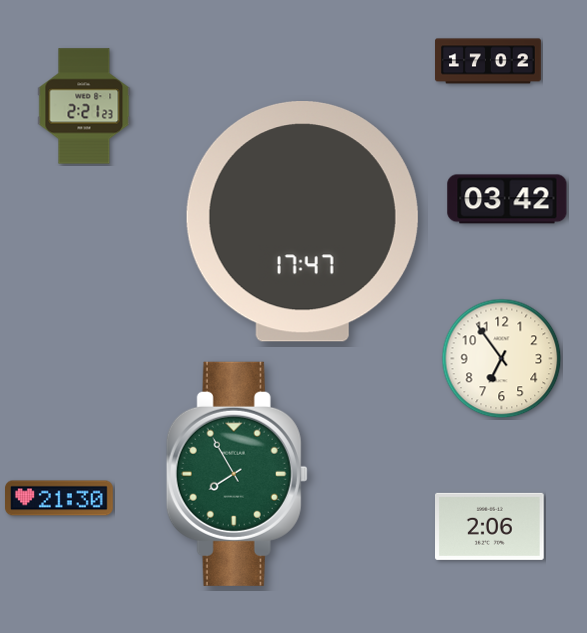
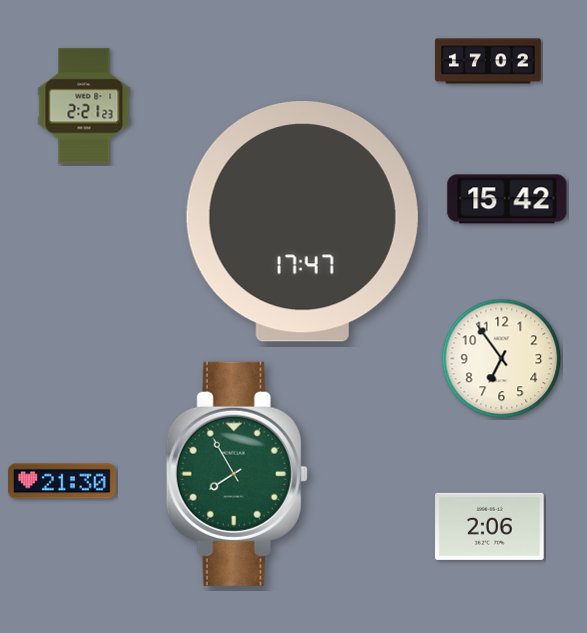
clock at (507, 199): 03:42 -> 15:42
clock at (59, 498) position: (59, 498) -> (62, 481)
